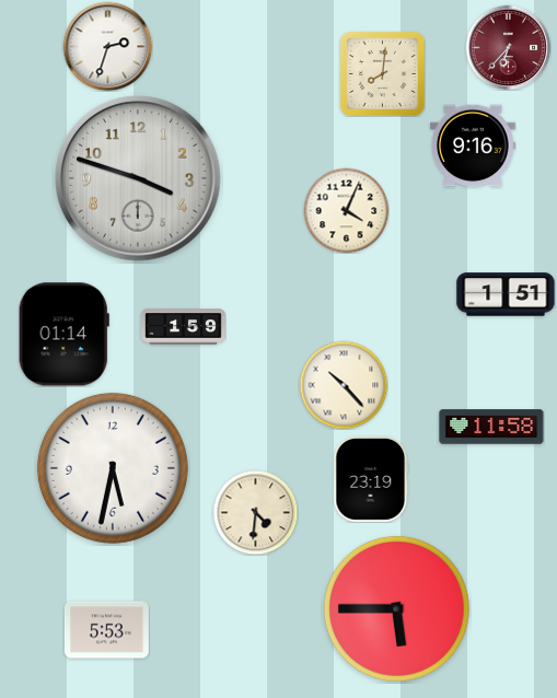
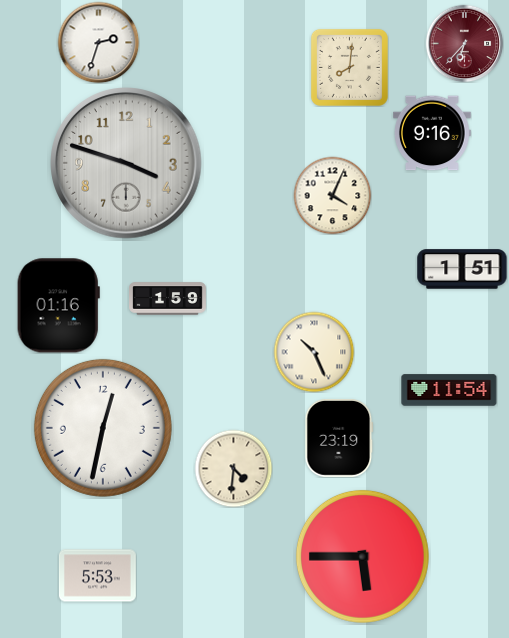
clock at (346, 210) position: (346, 210) -> (332, 195)
clock at (63, 335): 01:14 -> 01:16
clock at (344, 385): 10:23 -> 10:26
clock at (491, 427): 11:58 -> 11:54
clock at (113, 468): 5:32 -> 12:32
